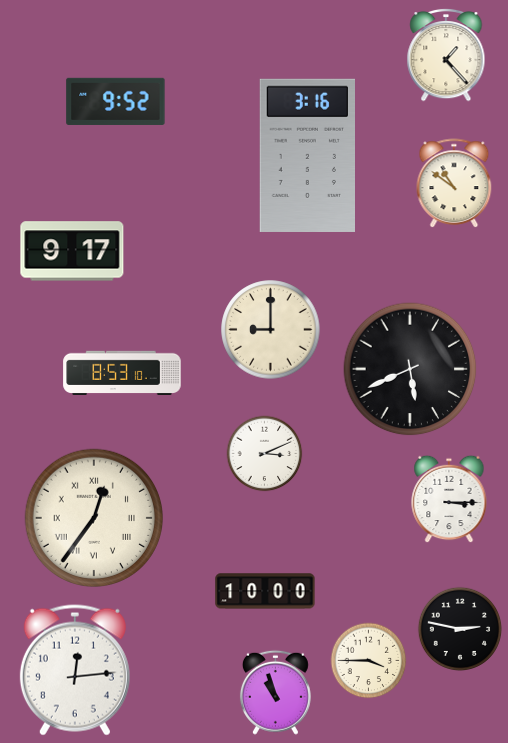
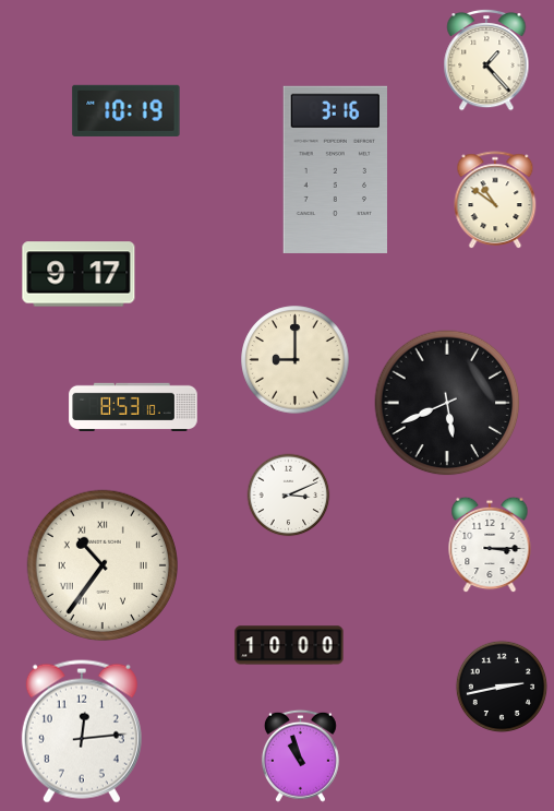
clock at (116, 101): 9:52 -> 10:19
clock at (93, 517): 12:36 -> 10:36
clock at (459, 628): 2:47 -> 2:43
clock at (369, 661): 3:45 -> none
